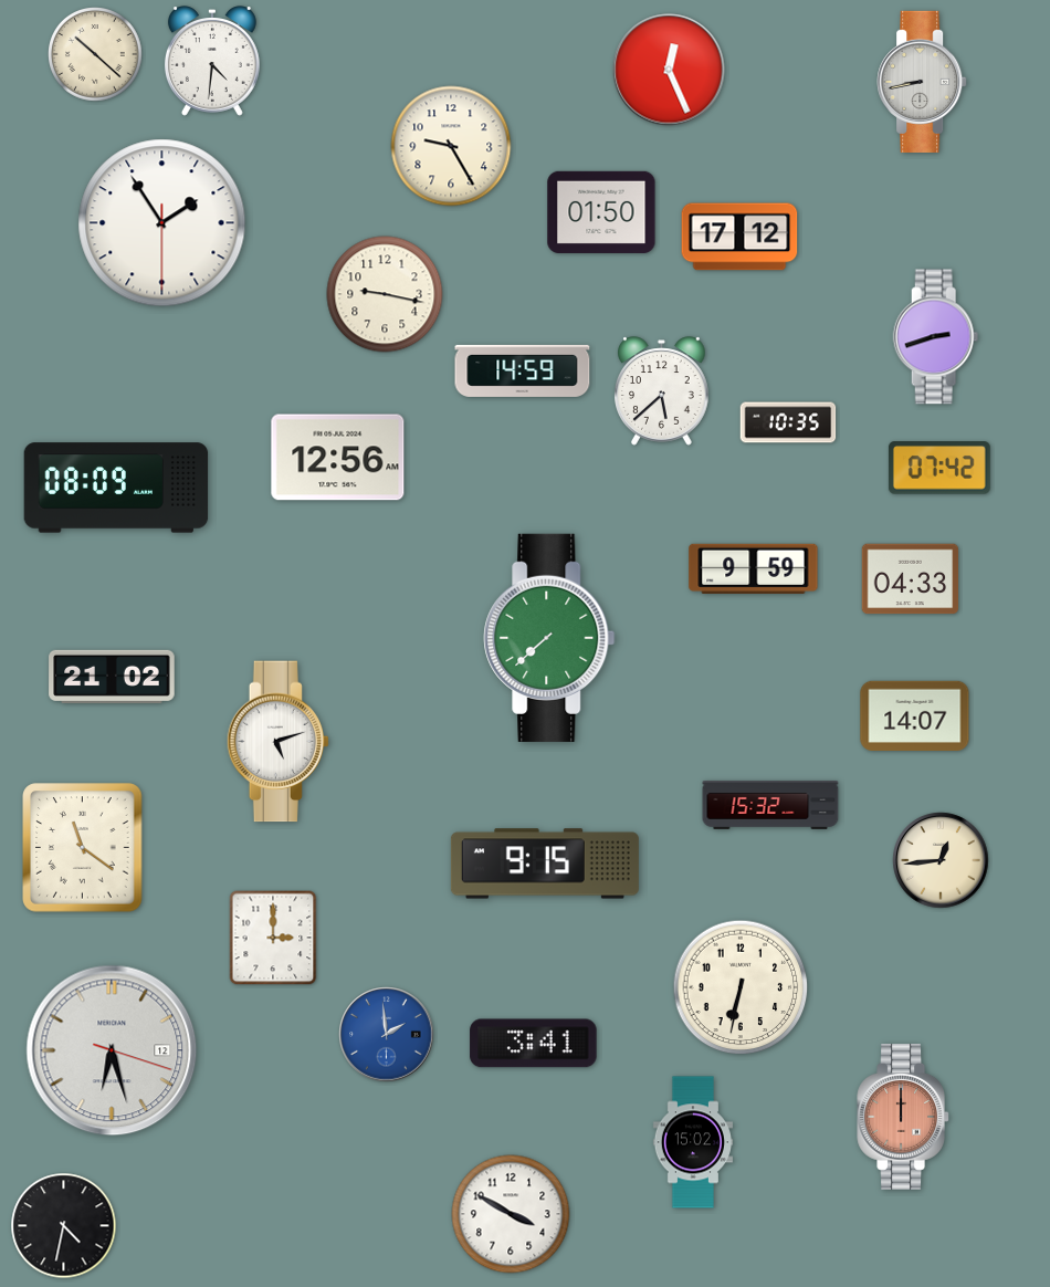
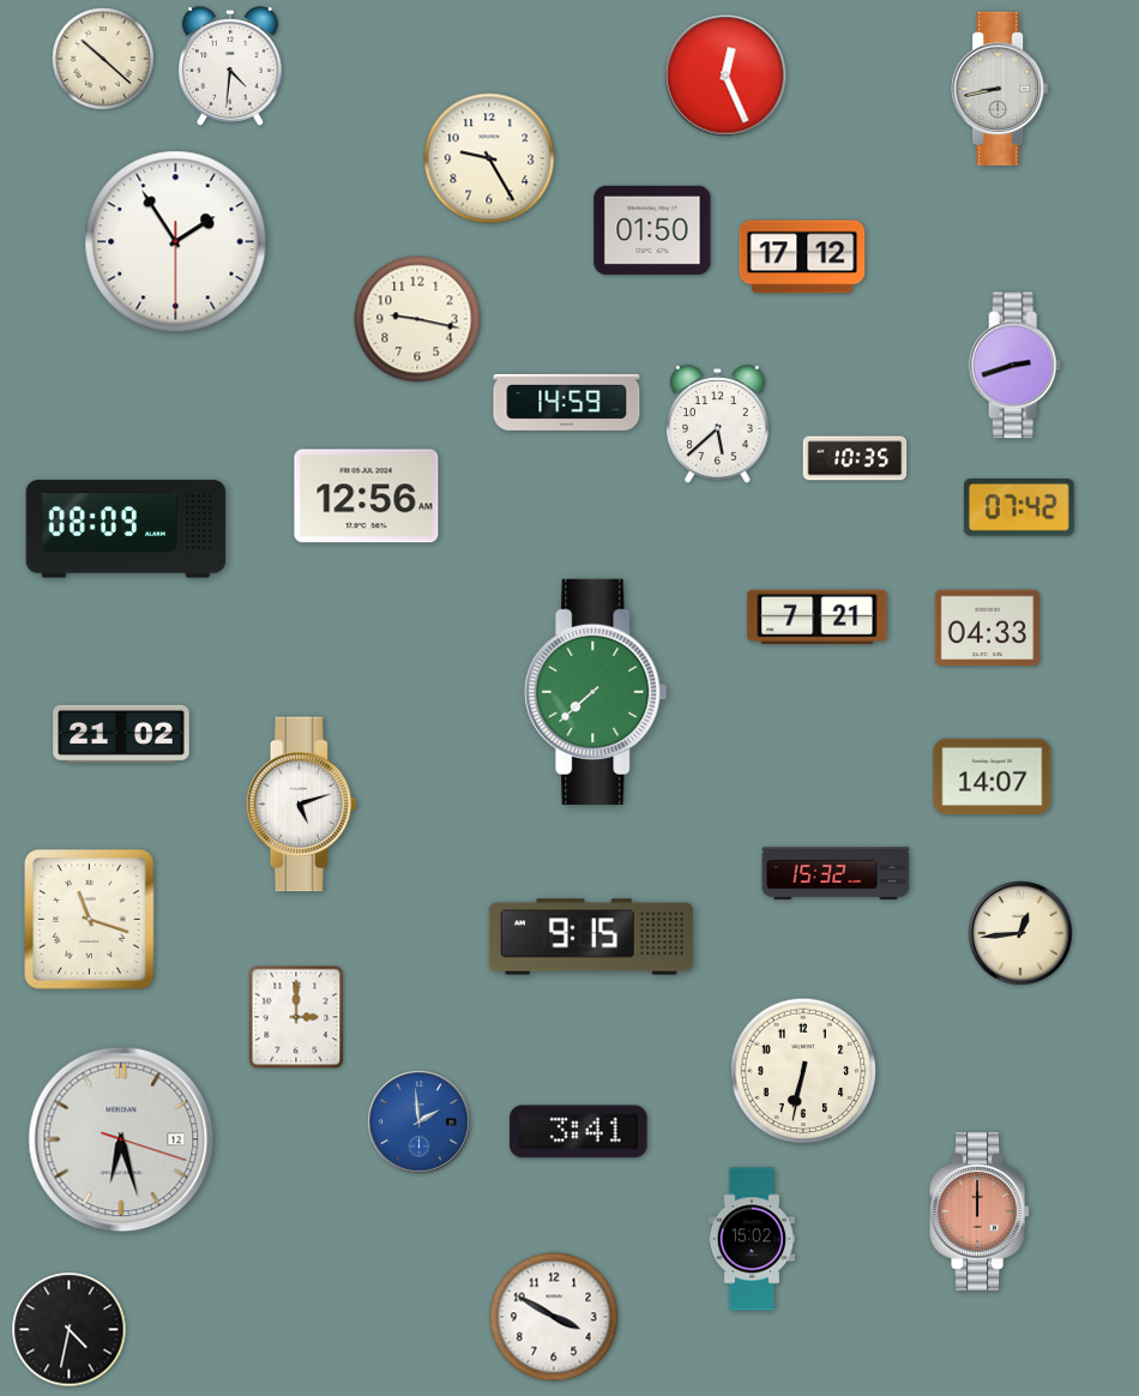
clock at (754, 568): 9:59 -> 7:21
clock at (83, 848): 11:21 -> 11:18
